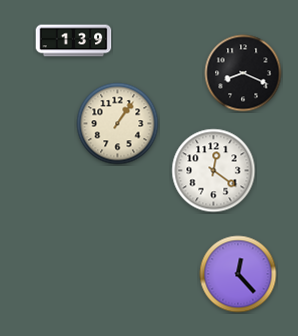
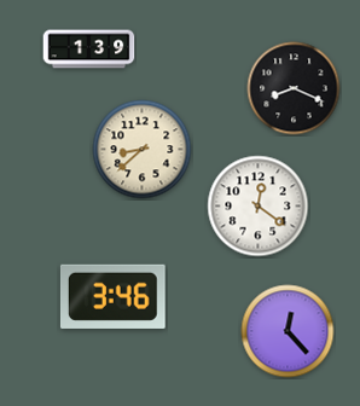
clock at (118, 124): 1:06 -> 8:38
clock at (112, 296): none -> 3:46
